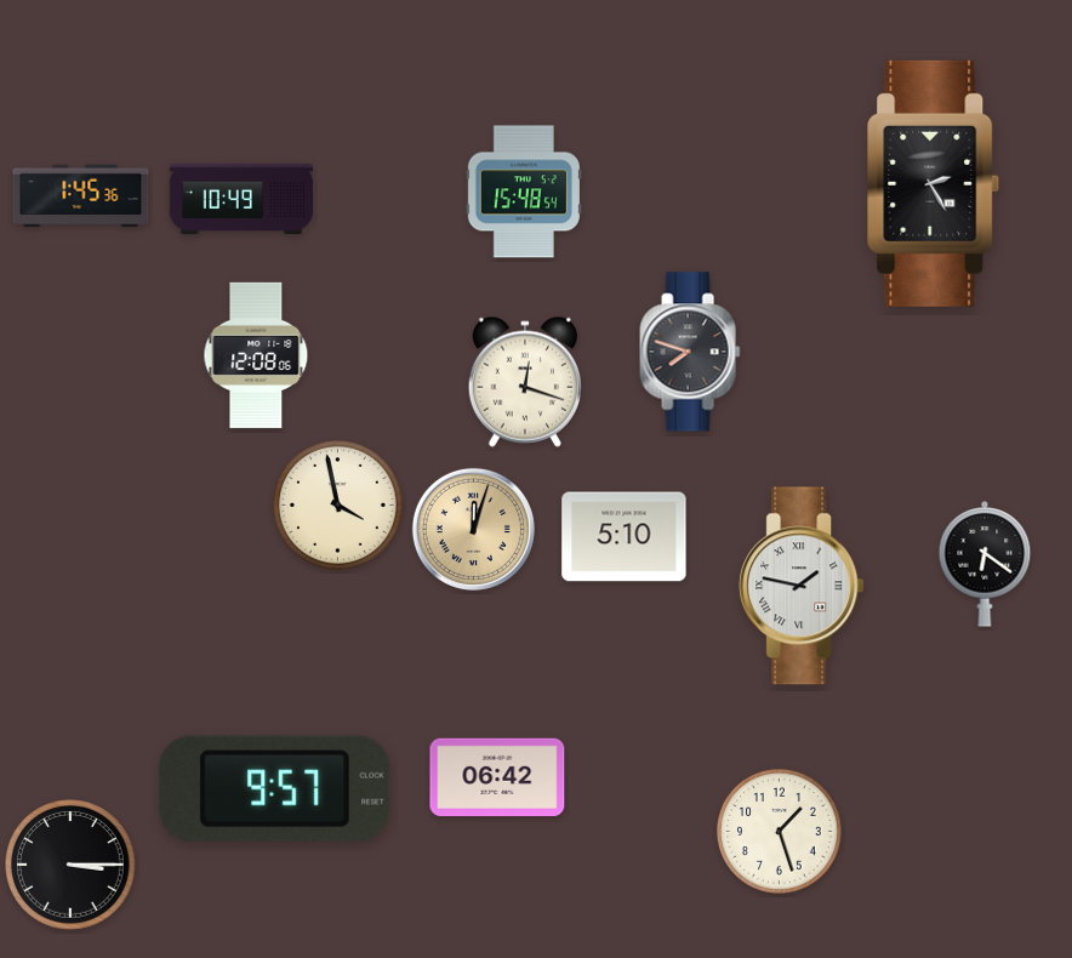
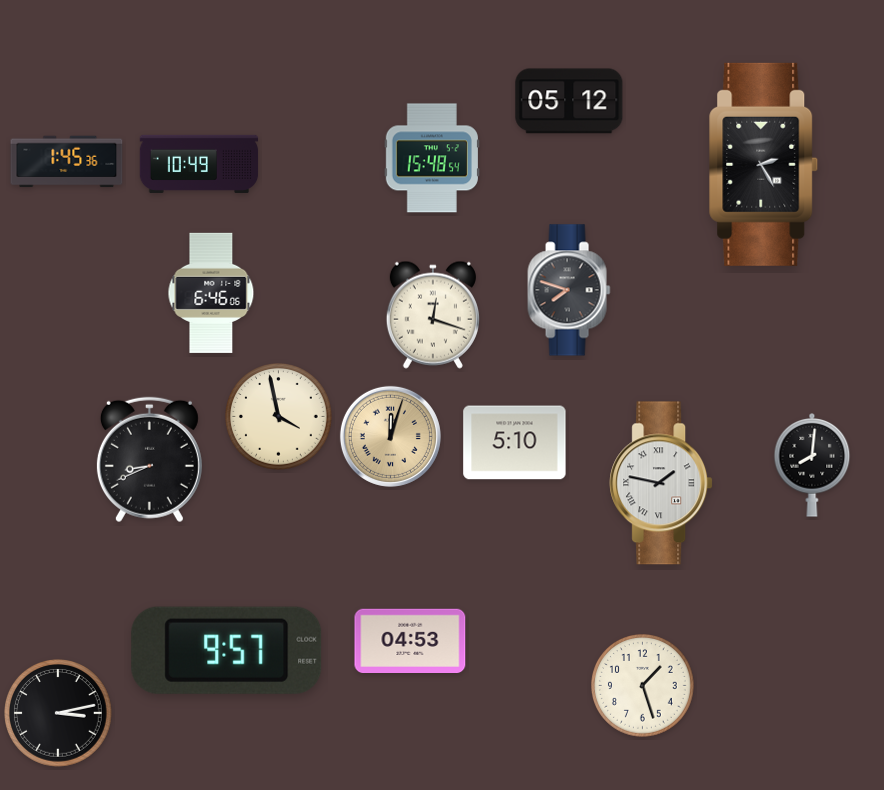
clock at (569, 101): none -> 05:12
clock at (934, 183) position: (934, 183) -> (764, 164)
clock at (256, 355): 12:08 -> 6:46
clock at (149, 460): none -> 8:41
clock at (985, 565): 6:21 -> 8:01
clock at (497, 776): 06:42 -> 04:53
clock at (70, 865): 3:15 -> 3:13
